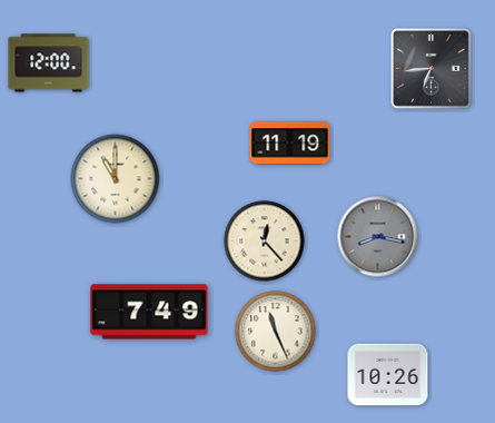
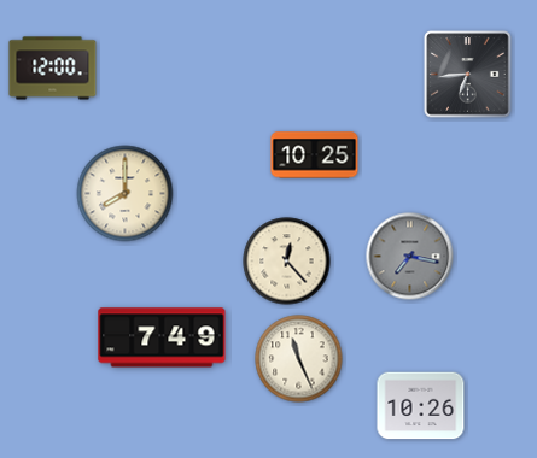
clock at (290, 144): 11:19 -> 10:25
clock at (116, 179): 11:00 -> 8:00
clock at (378, 237): 8:17 -> 7:17
